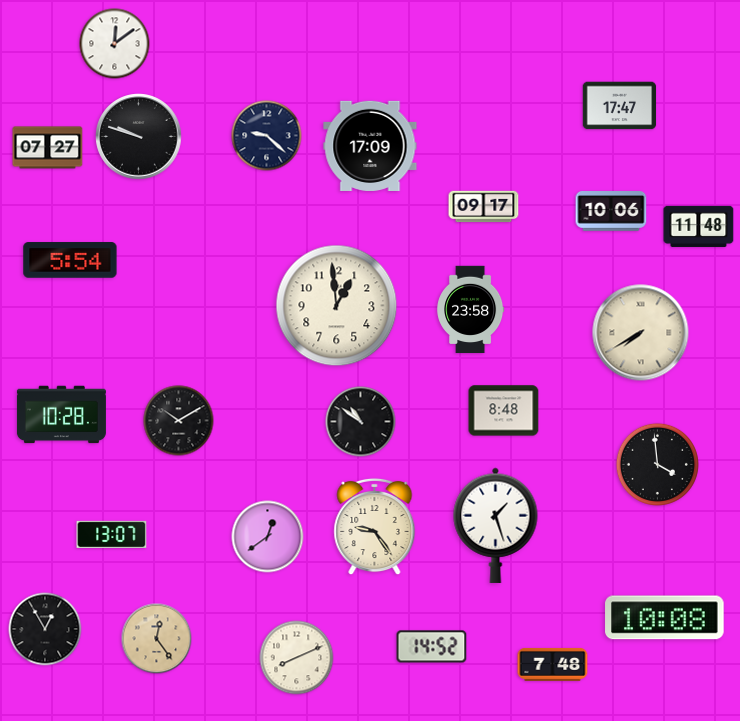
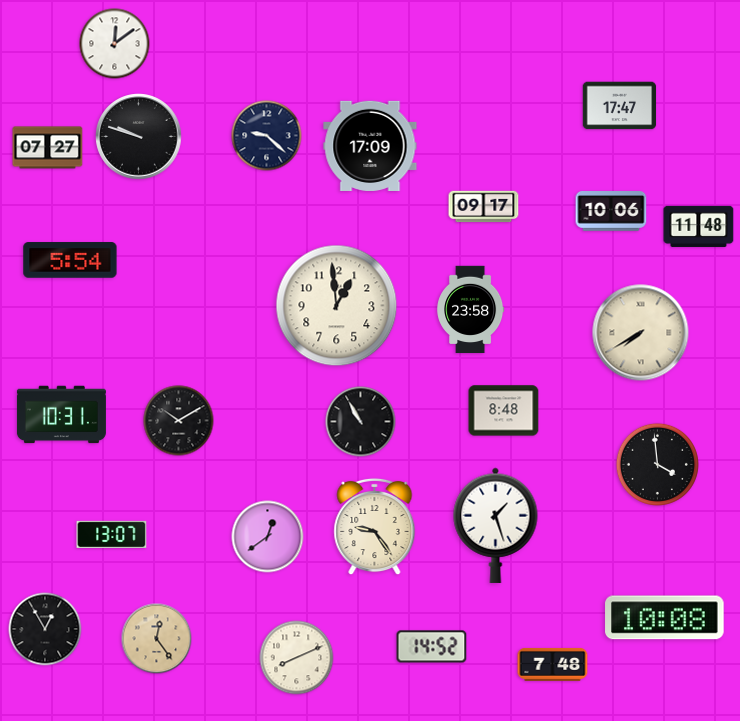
clock at (61, 415): 10:28 -> 10:31
clock at (361, 422): 10:51 -> 10:55
